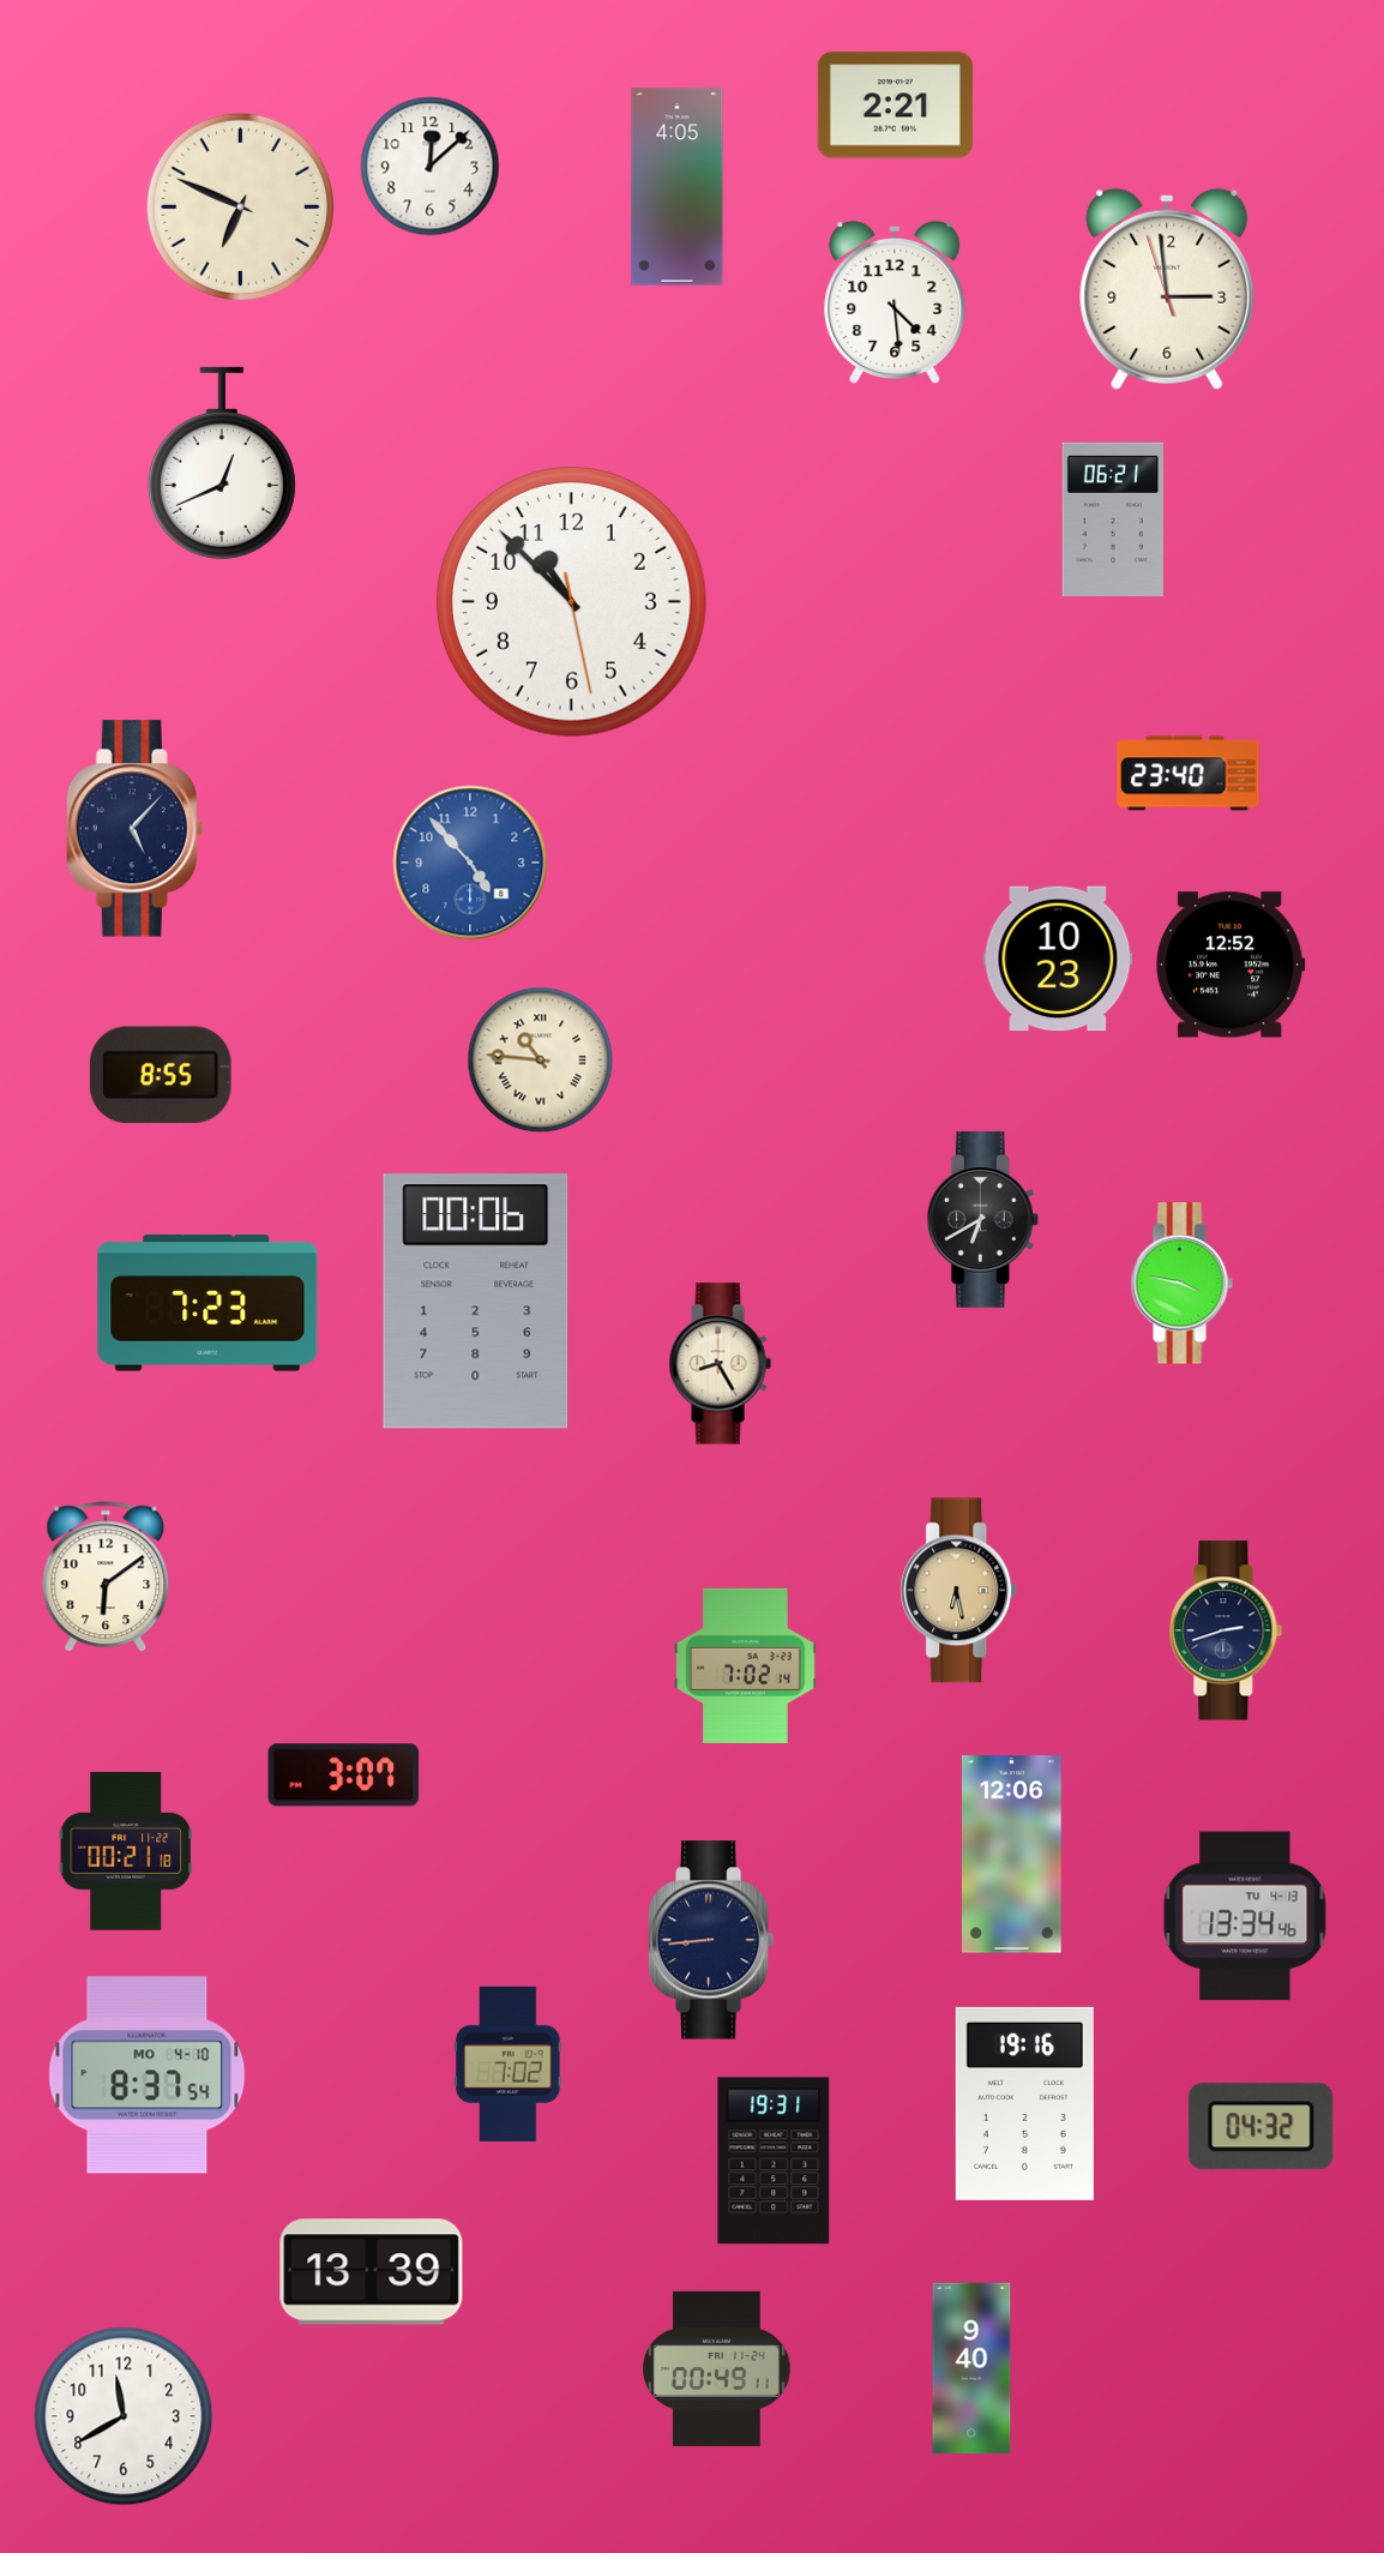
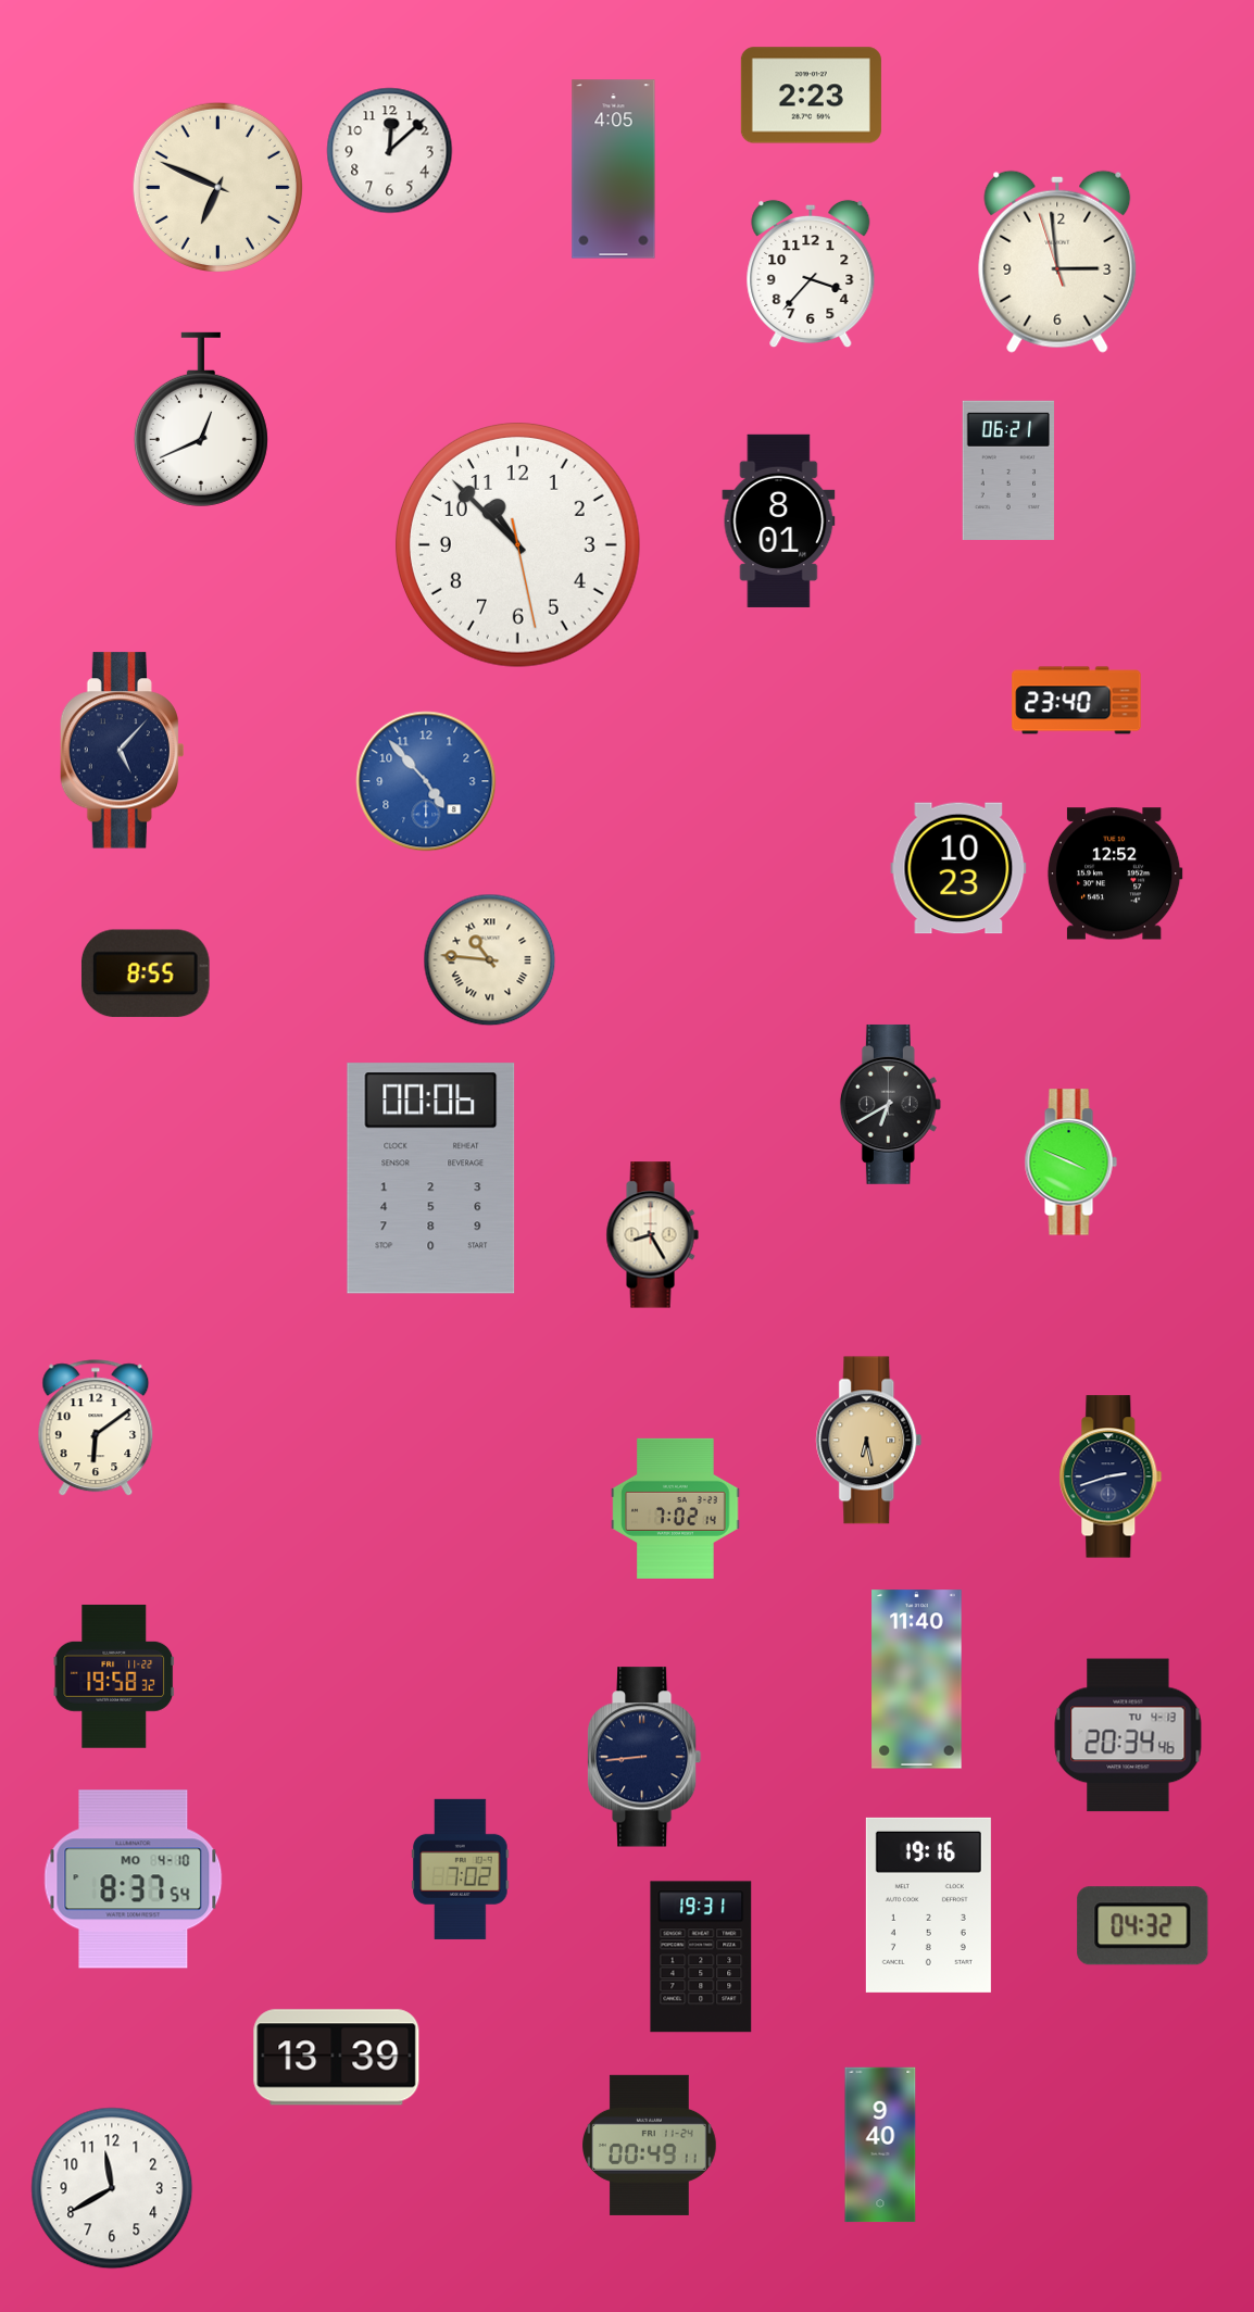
clock at (895, 106): 2:21 -> 2:23
clock at (895, 302): 4:29 -> 3:37
clock at (779, 520): none -> 8:01
clock at (1181, 1284): 3:47 -> 3:49
clock at (207, 1303): 7:23 -> none
clock at (344, 1776): 3:07 -> none
clock at (126, 1851): 00:21 -> 19:58
clock at (1012, 1855): 12:06 -> 11:40
clock at (1245, 1916): 13:34 -> 20:34
